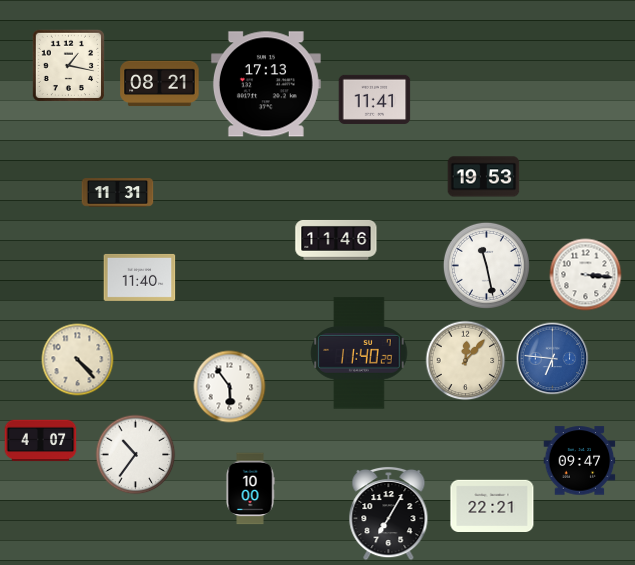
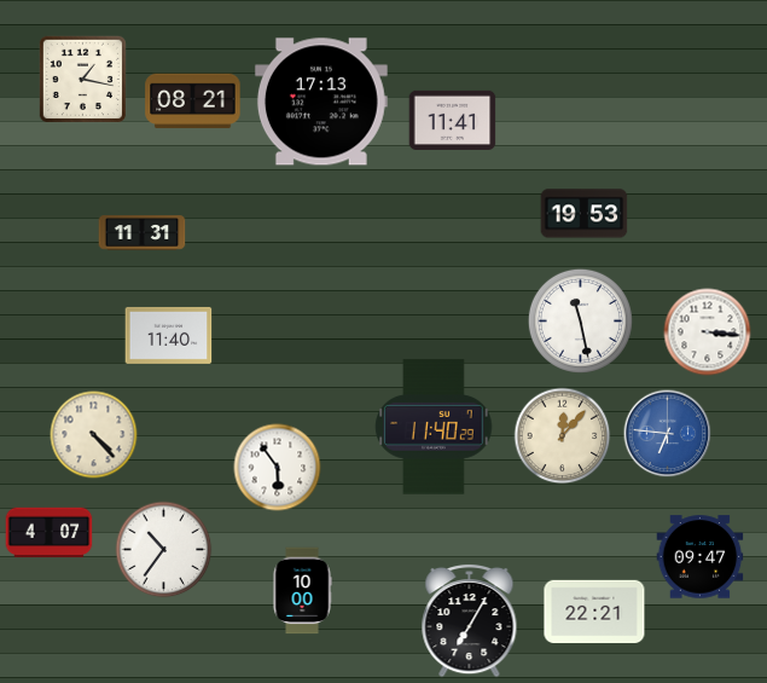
clock at (336, 240): 11:46 -> none
clock at (486, 265) position: (486, 265) -> (580, 320)
